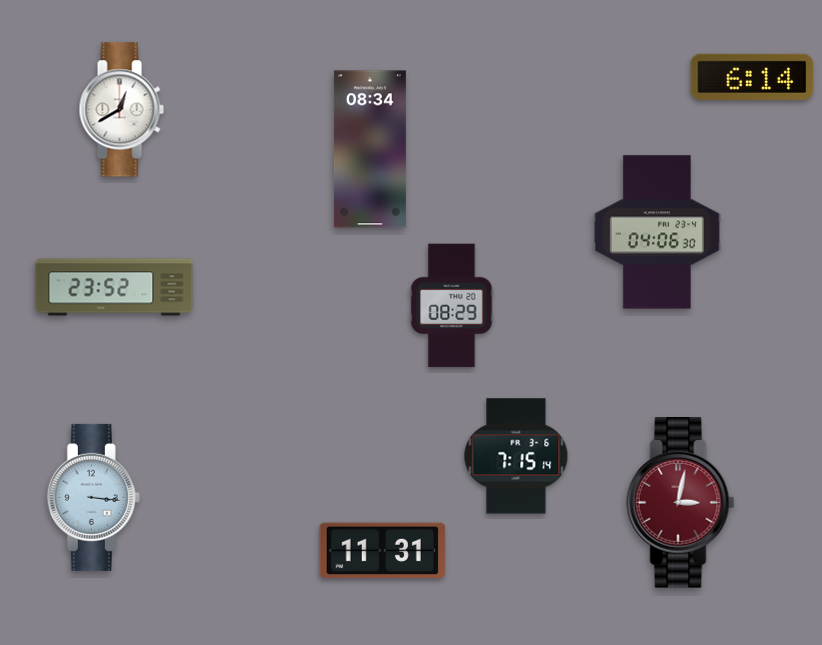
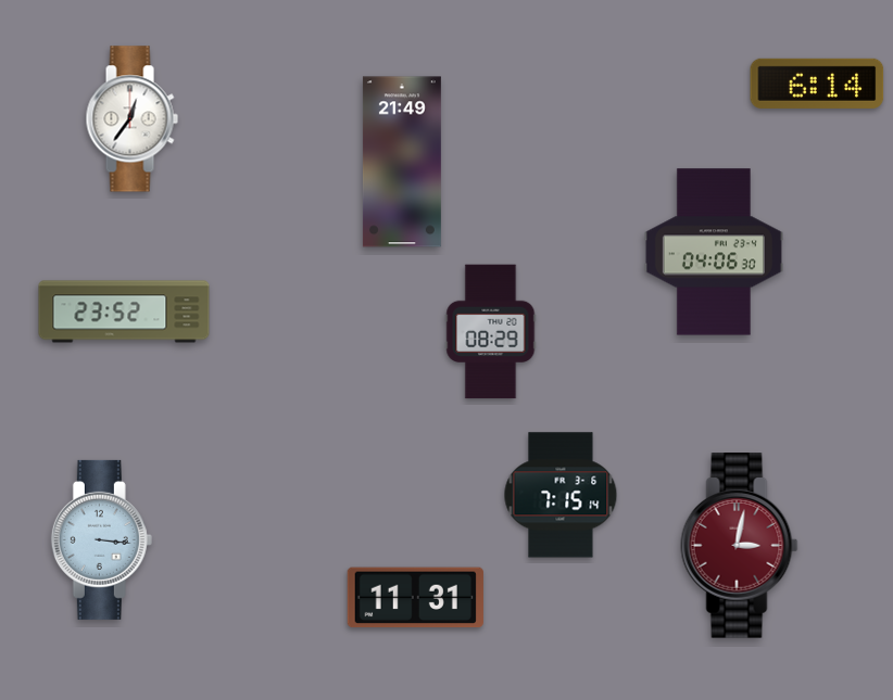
clock at (121, 110): 12:40 -> 12:36
clock at (370, 149): 08:34 -> 21:49
